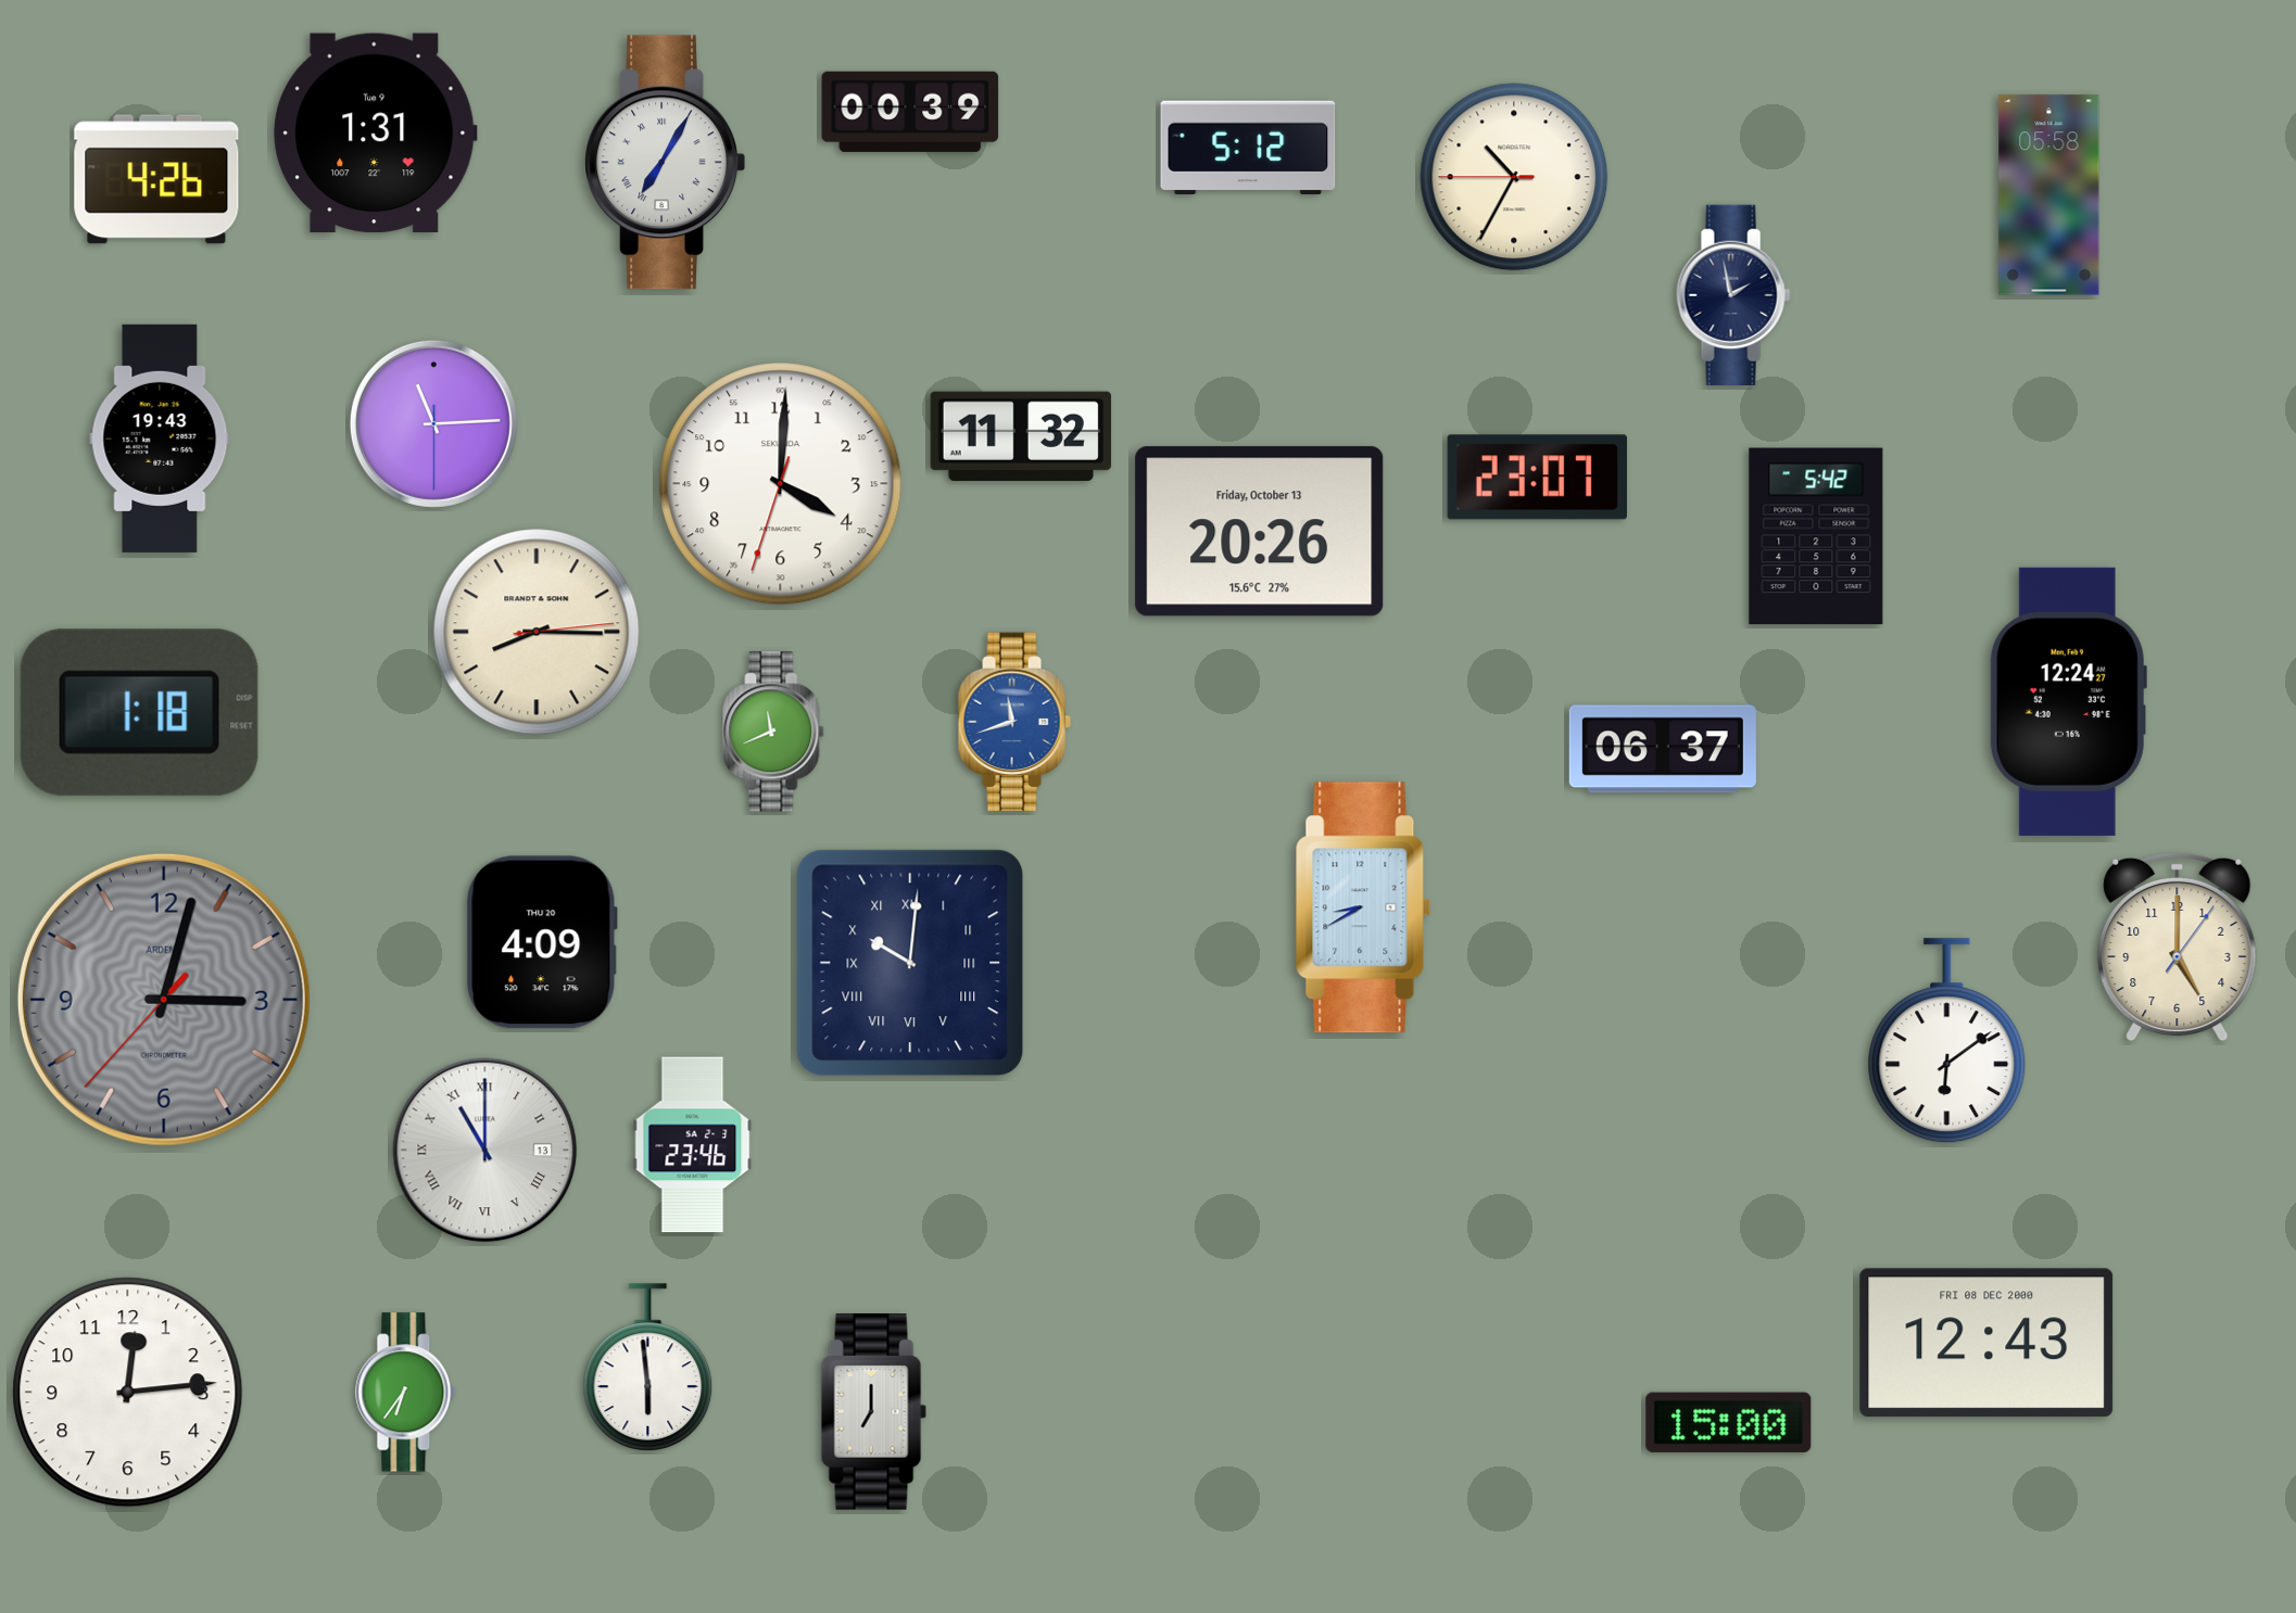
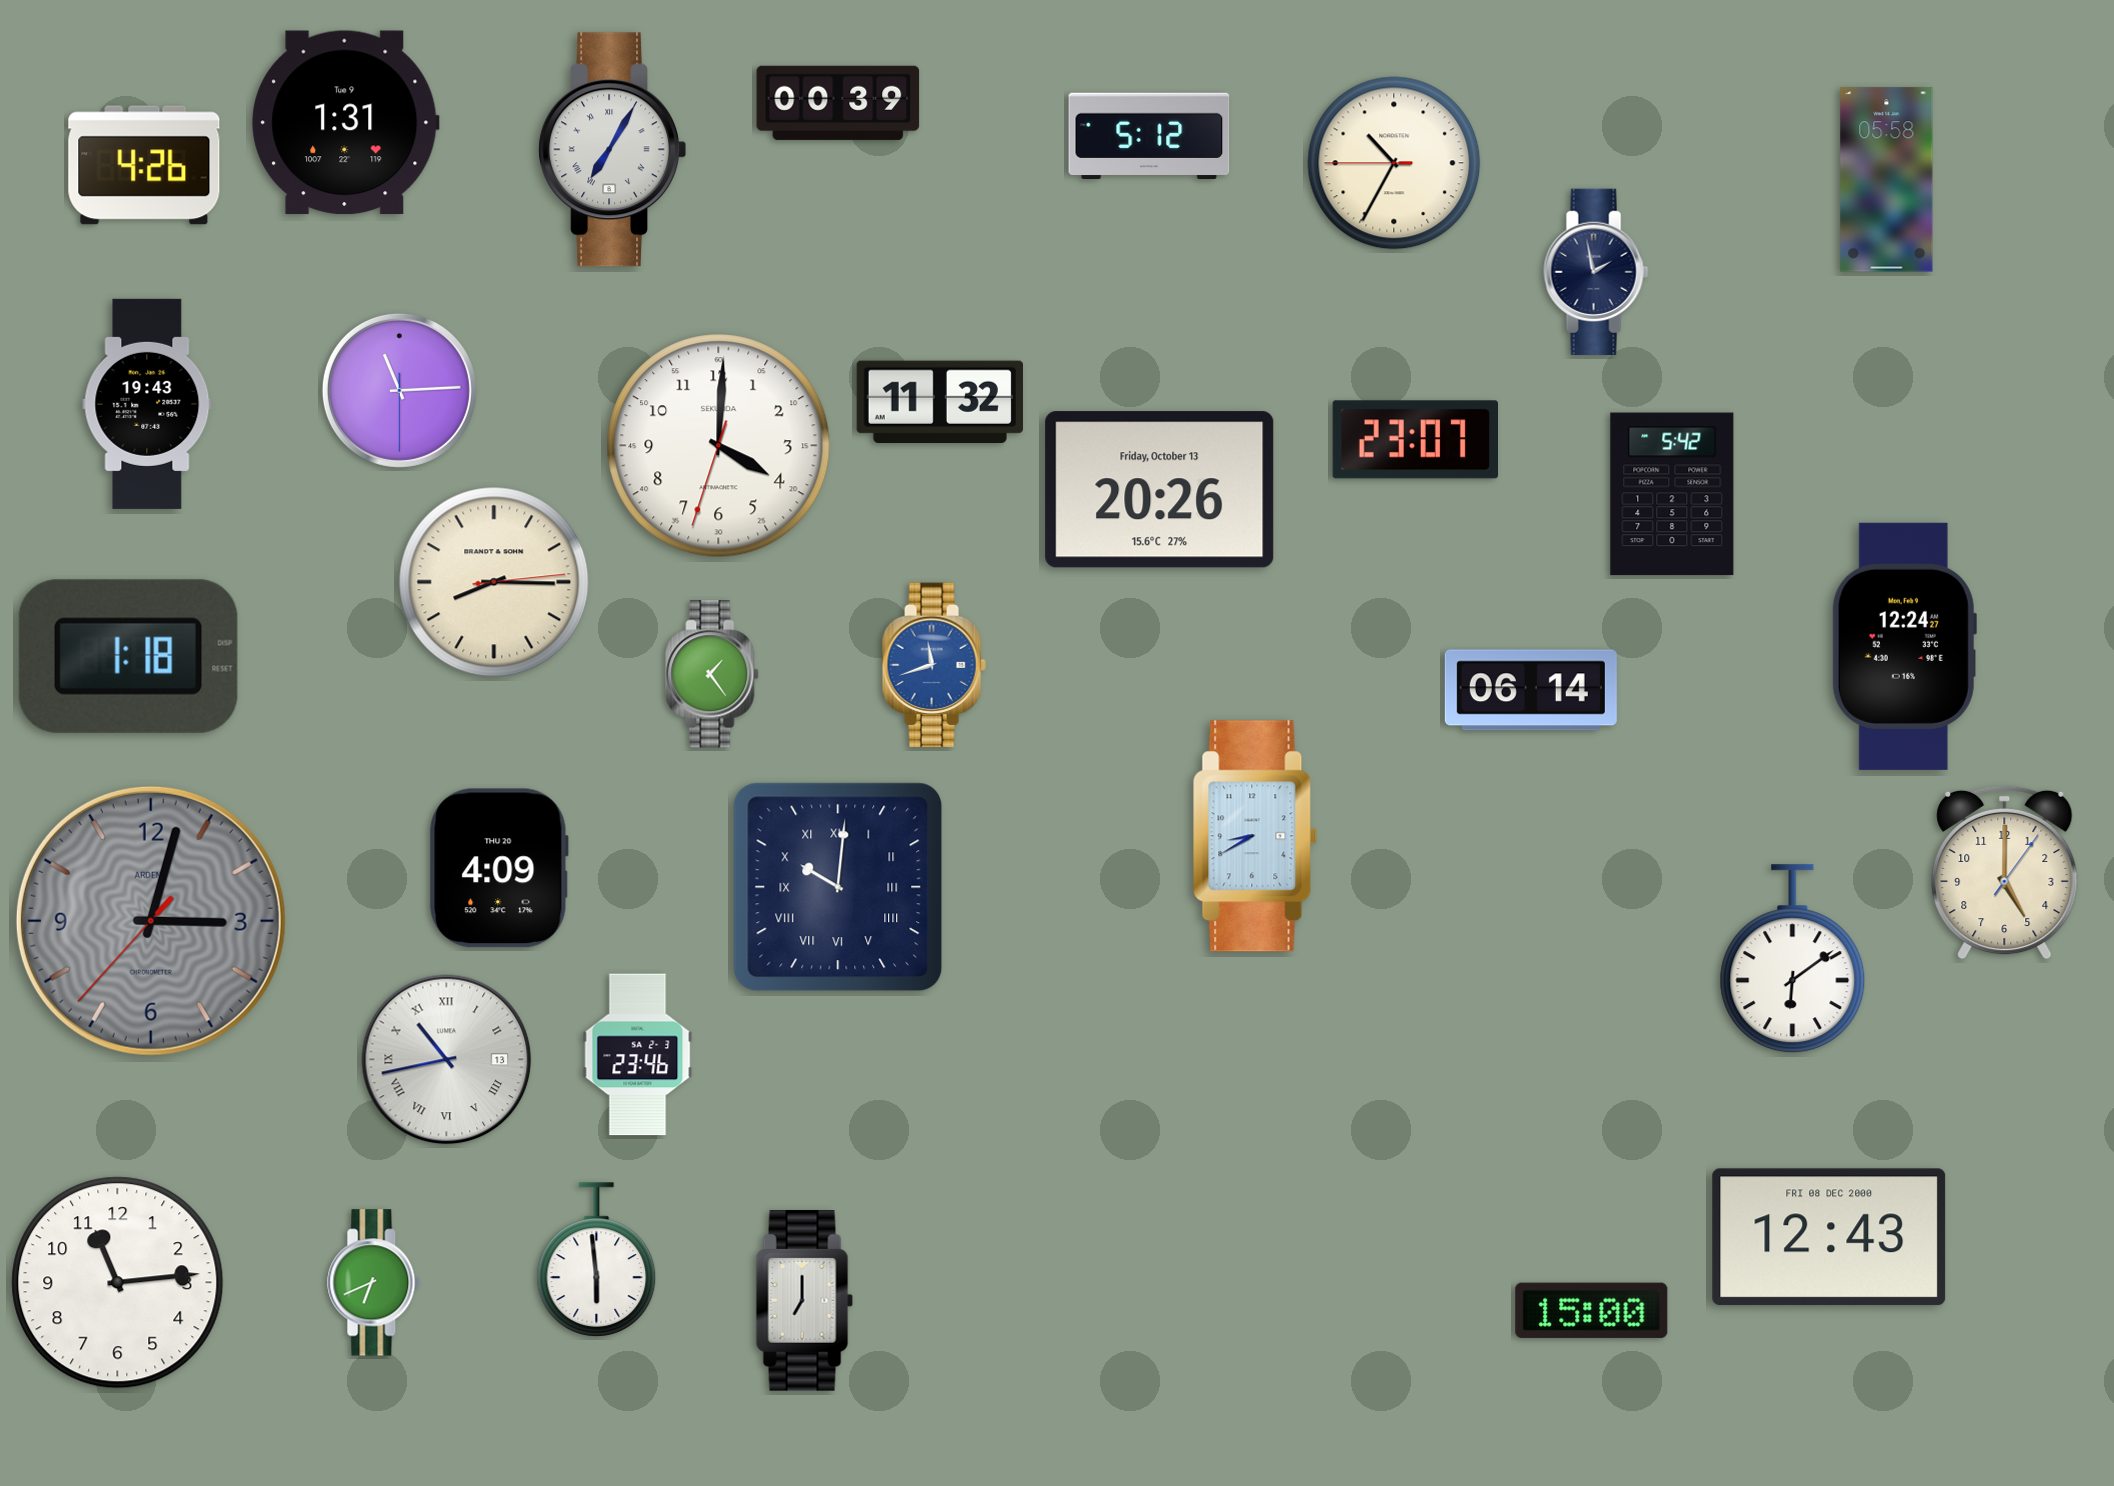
clock at (773, 732): 11:41 -> 1:24
clock at (1663, 749): 06:37 -> 06:14
clock at (485, 1151): 11:00 -> 10:43
clock at (128, 1393): 12:14 -> 11:14
clock at (406, 1393): 6:36 -> 6:41
